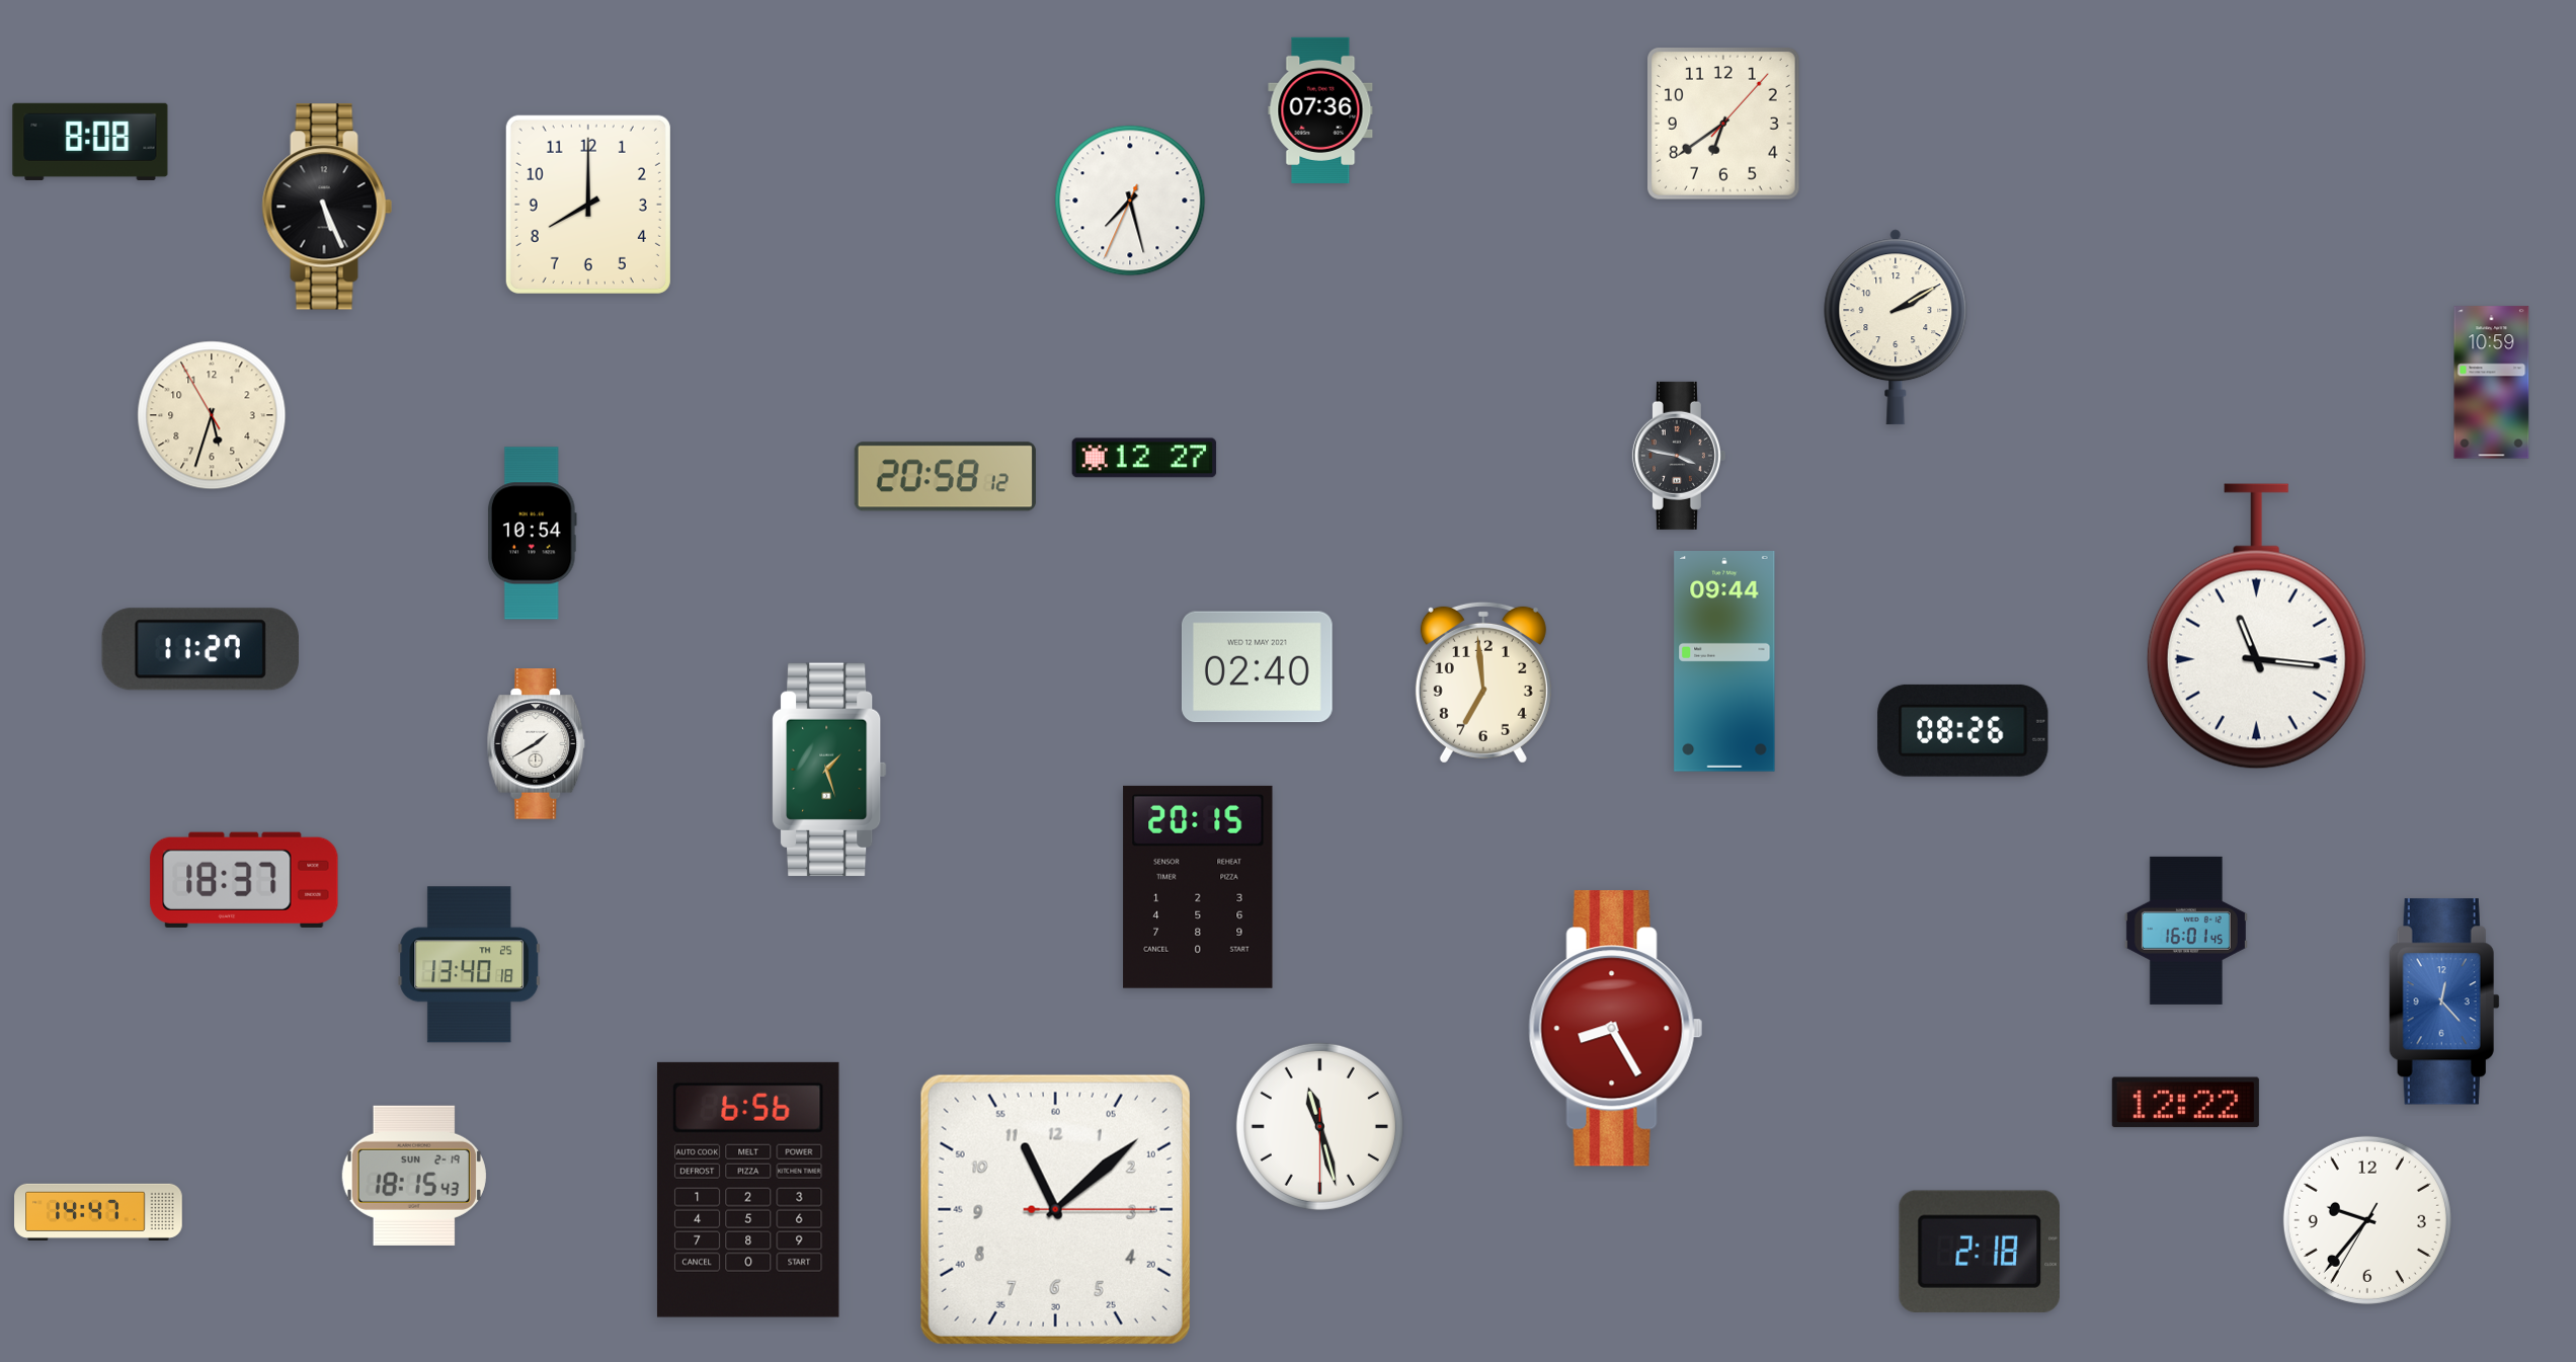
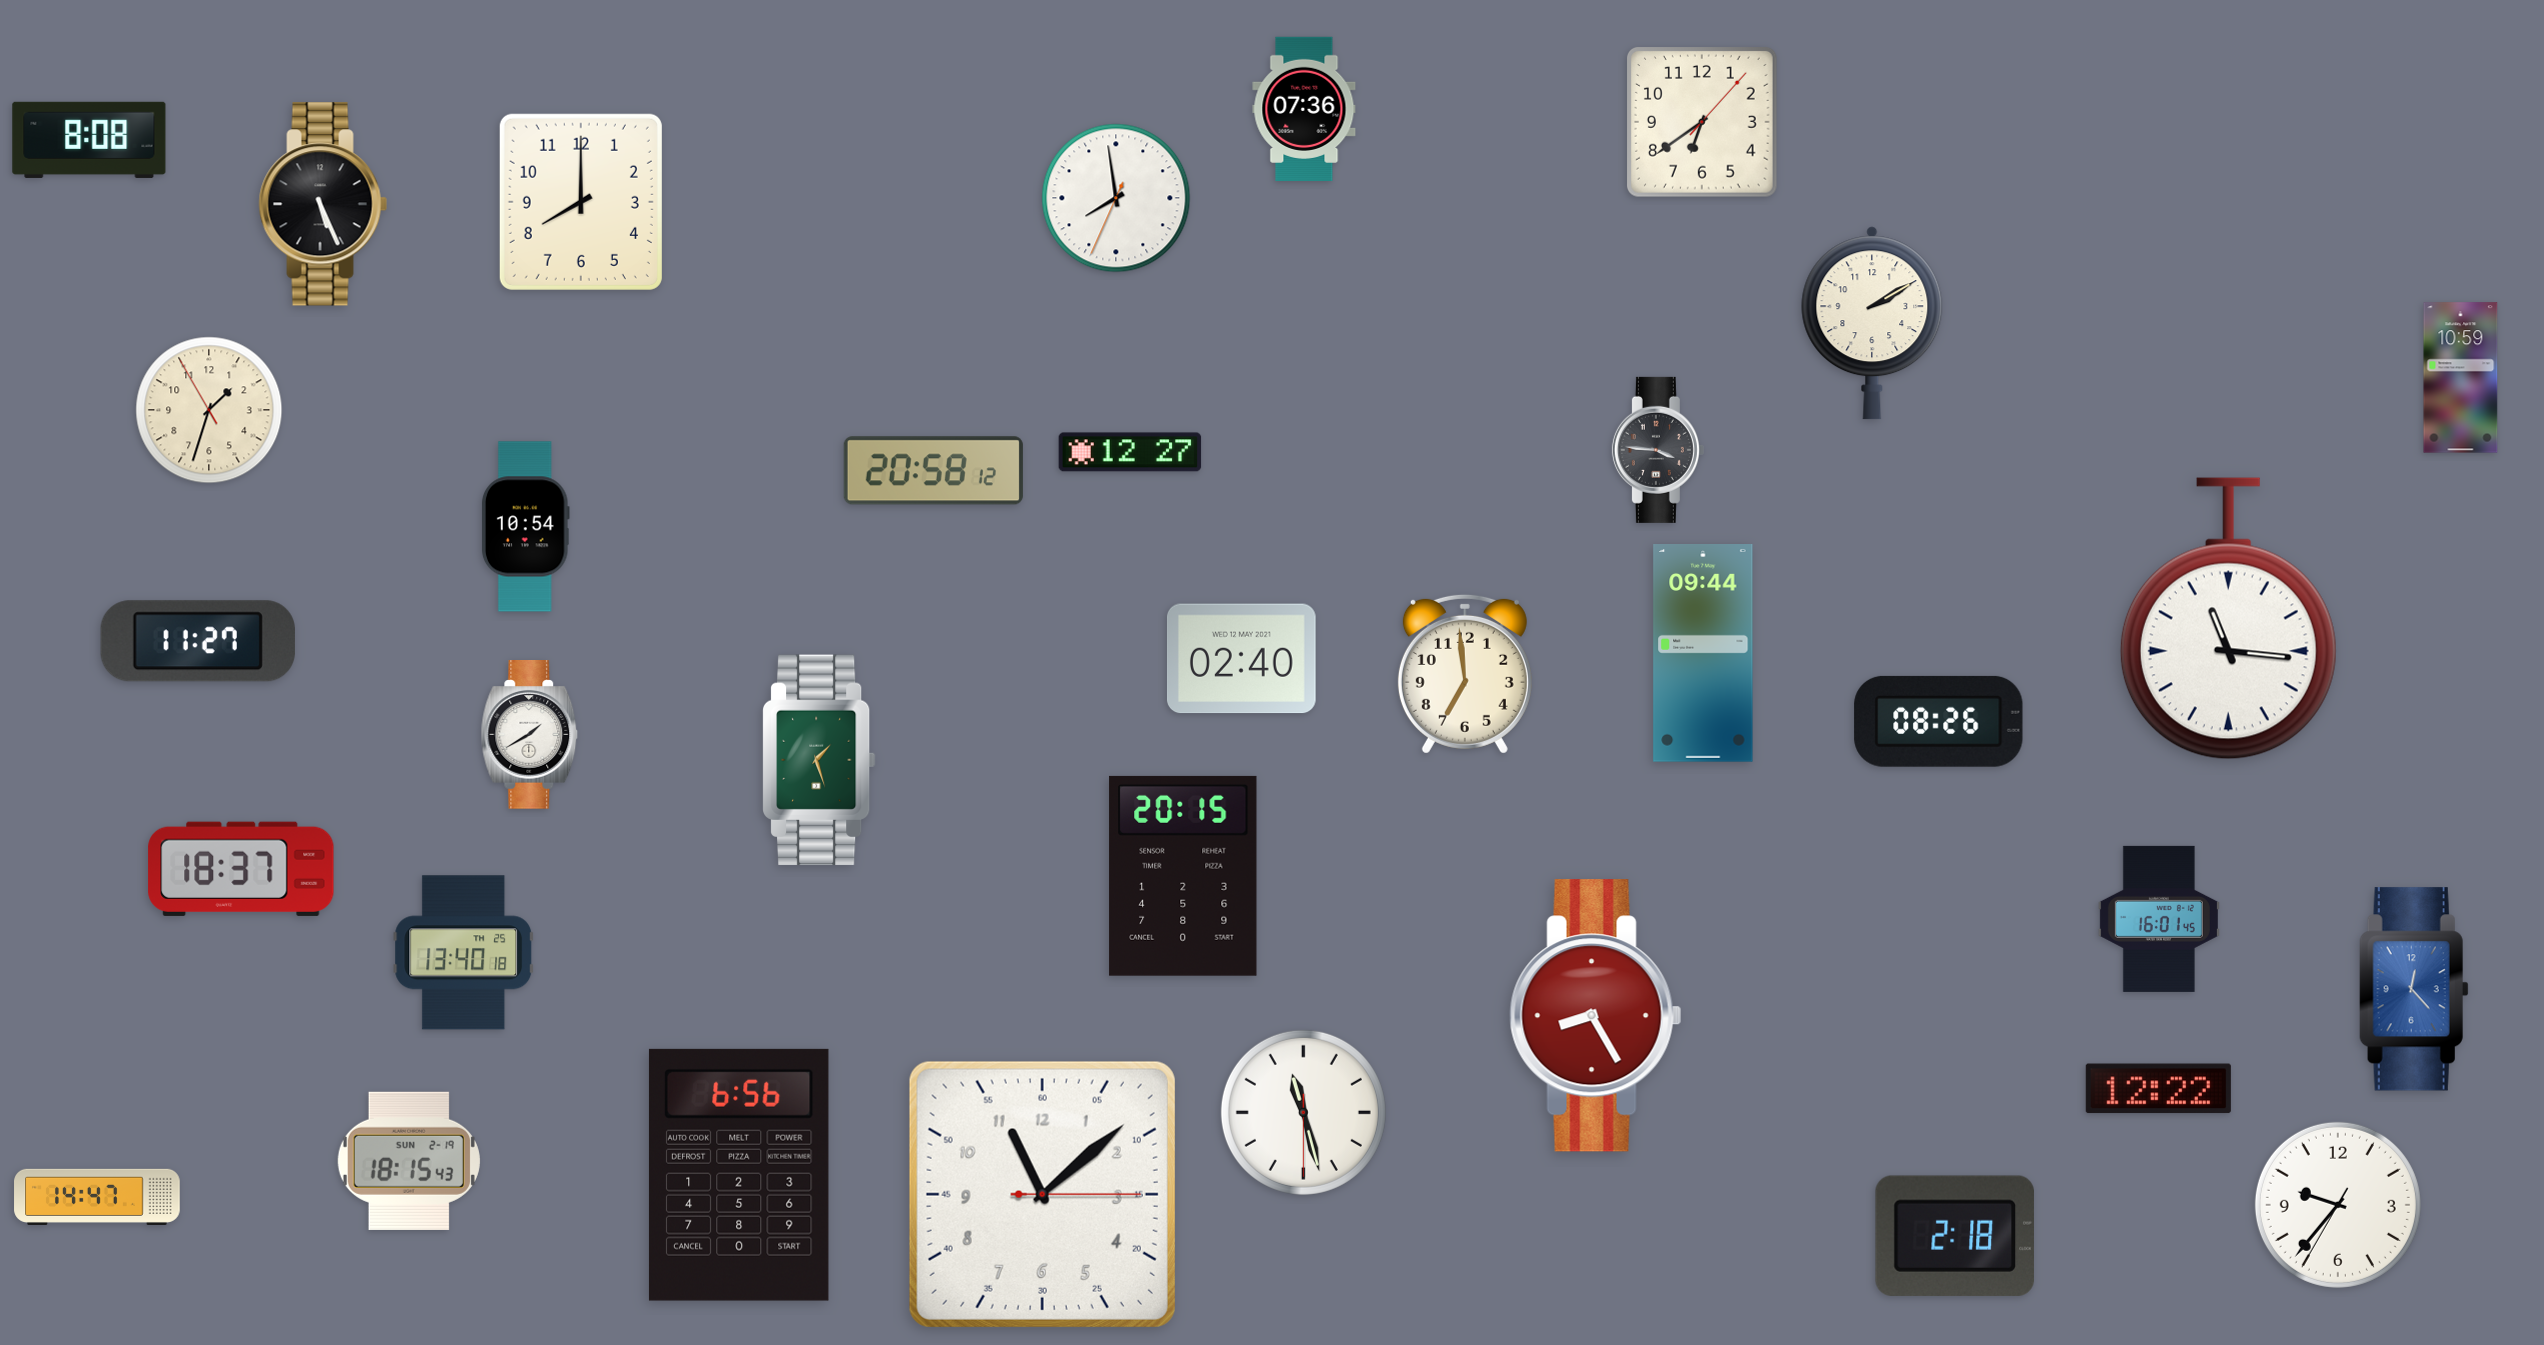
clock at (1130, 201): 7:27 -> 7:58
clock at (212, 415): 5:32 -> 1:32
clock at (1679, 456): 3:47 -> 3:46
